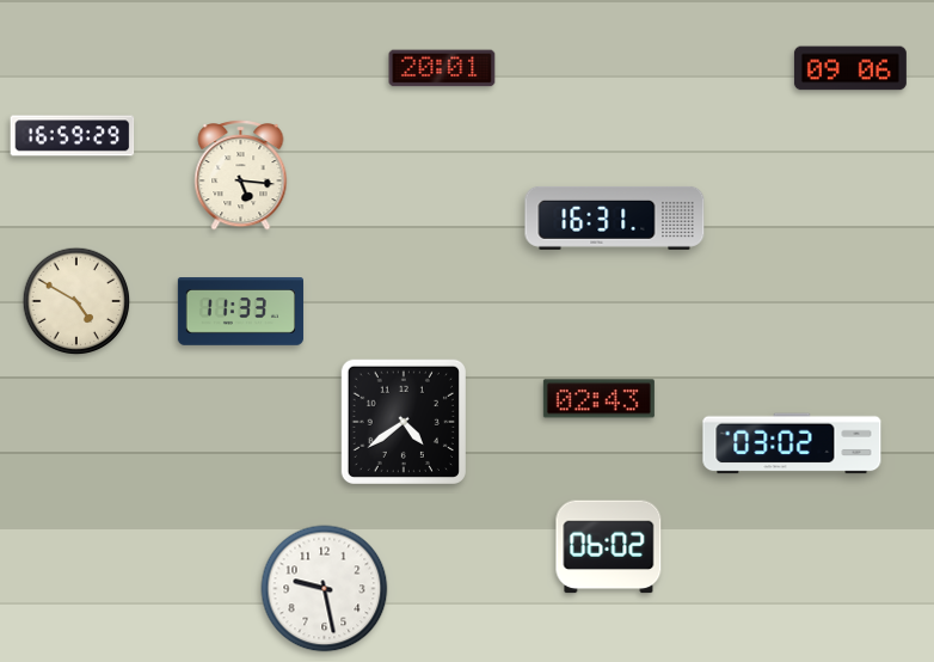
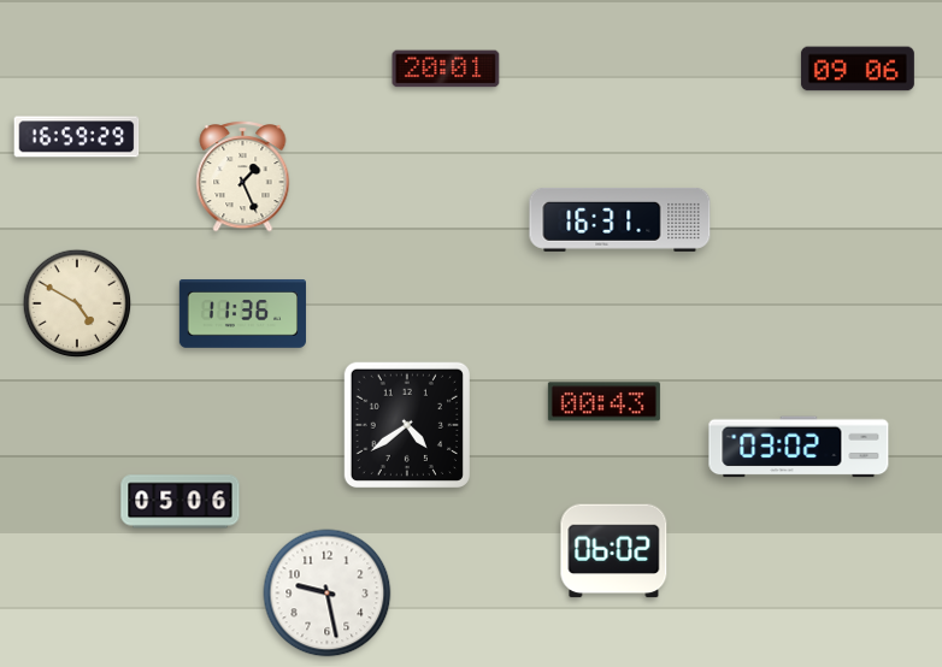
clock at (73, 136) position: (73, 136) -> (77, 137)
clock at (241, 176): 5:16 -> 1:26
clock at (240, 312): 11:33 -> 11:36
clock at (598, 399): 02:43 -> 00:43
clock at (181, 502): none -> 05:06
